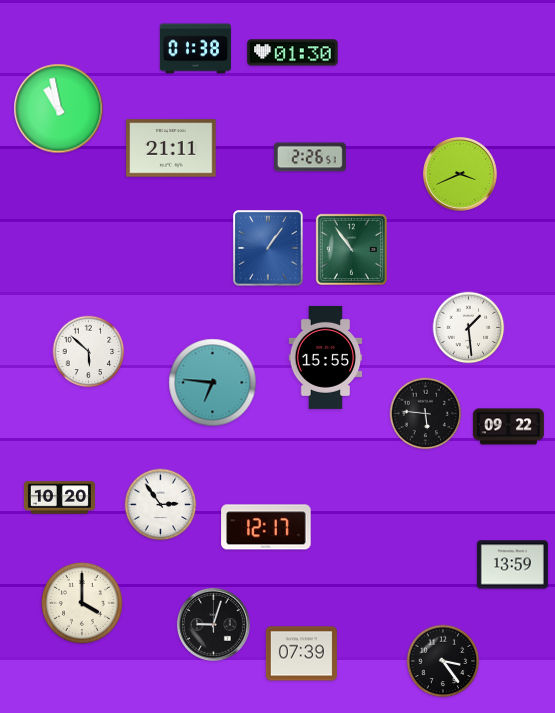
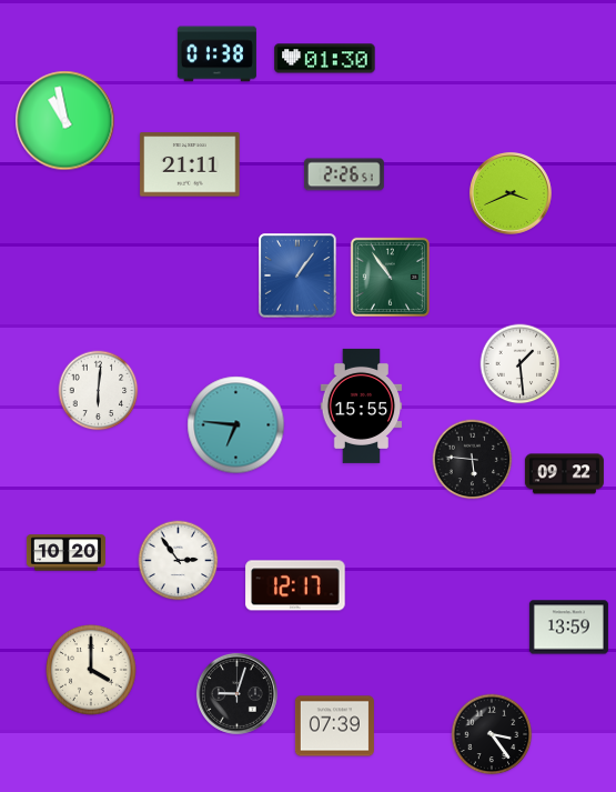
clock at (89, 352): 5:52 -> 6:01
clock at (326, 357) position: (326, 357) -> (362, 405)
